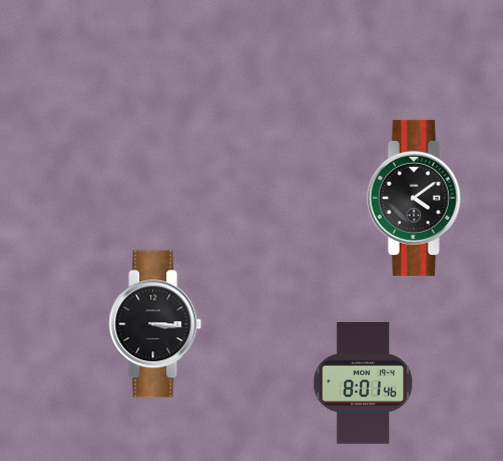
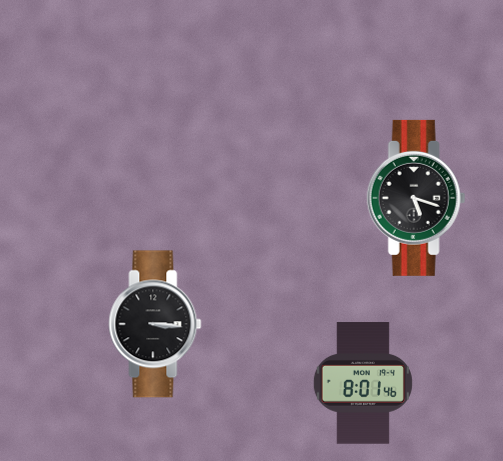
clock at (416, 198): 4:09 -> 5:18
